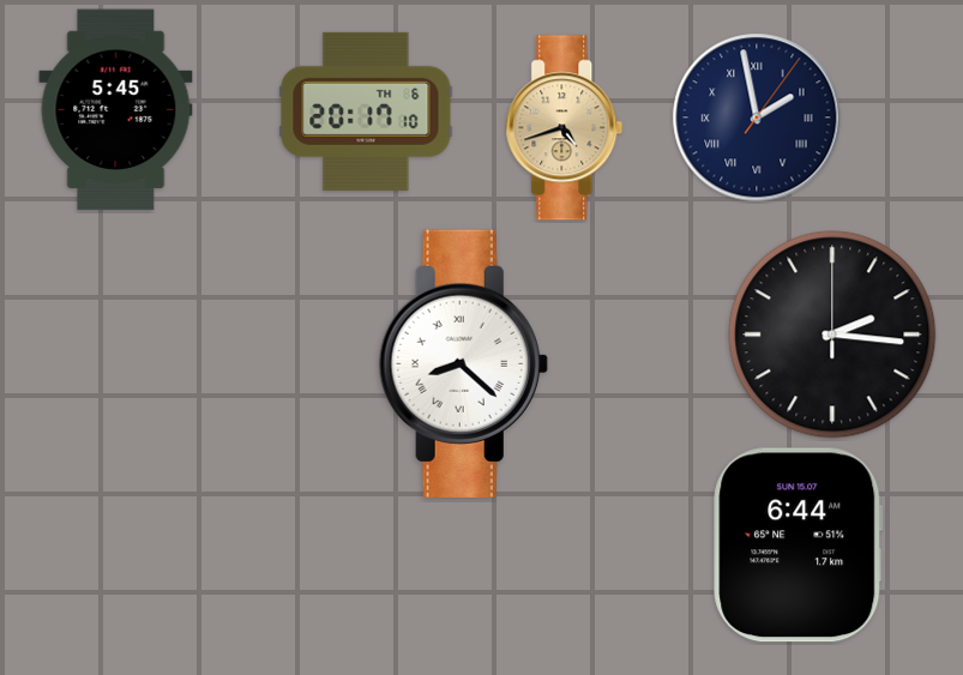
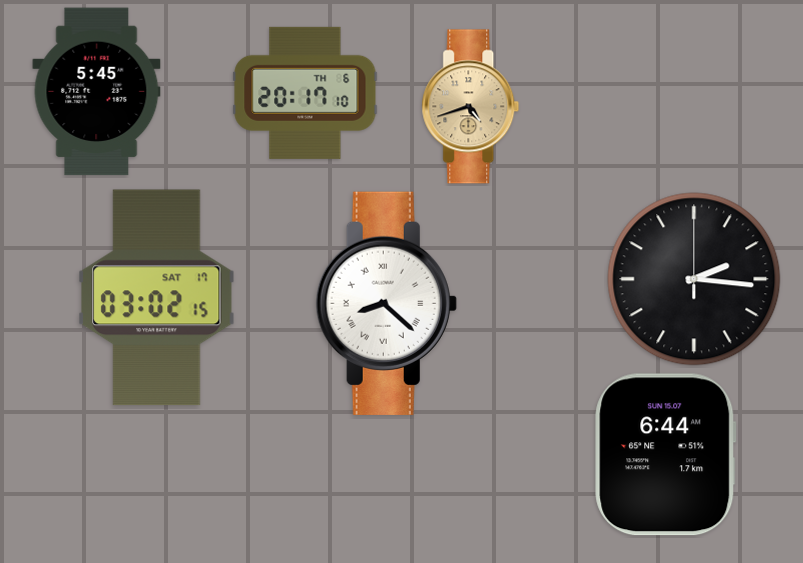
clock at (757, 117): 1:58 -> none
clock at (157, 298): none -> 03:02
